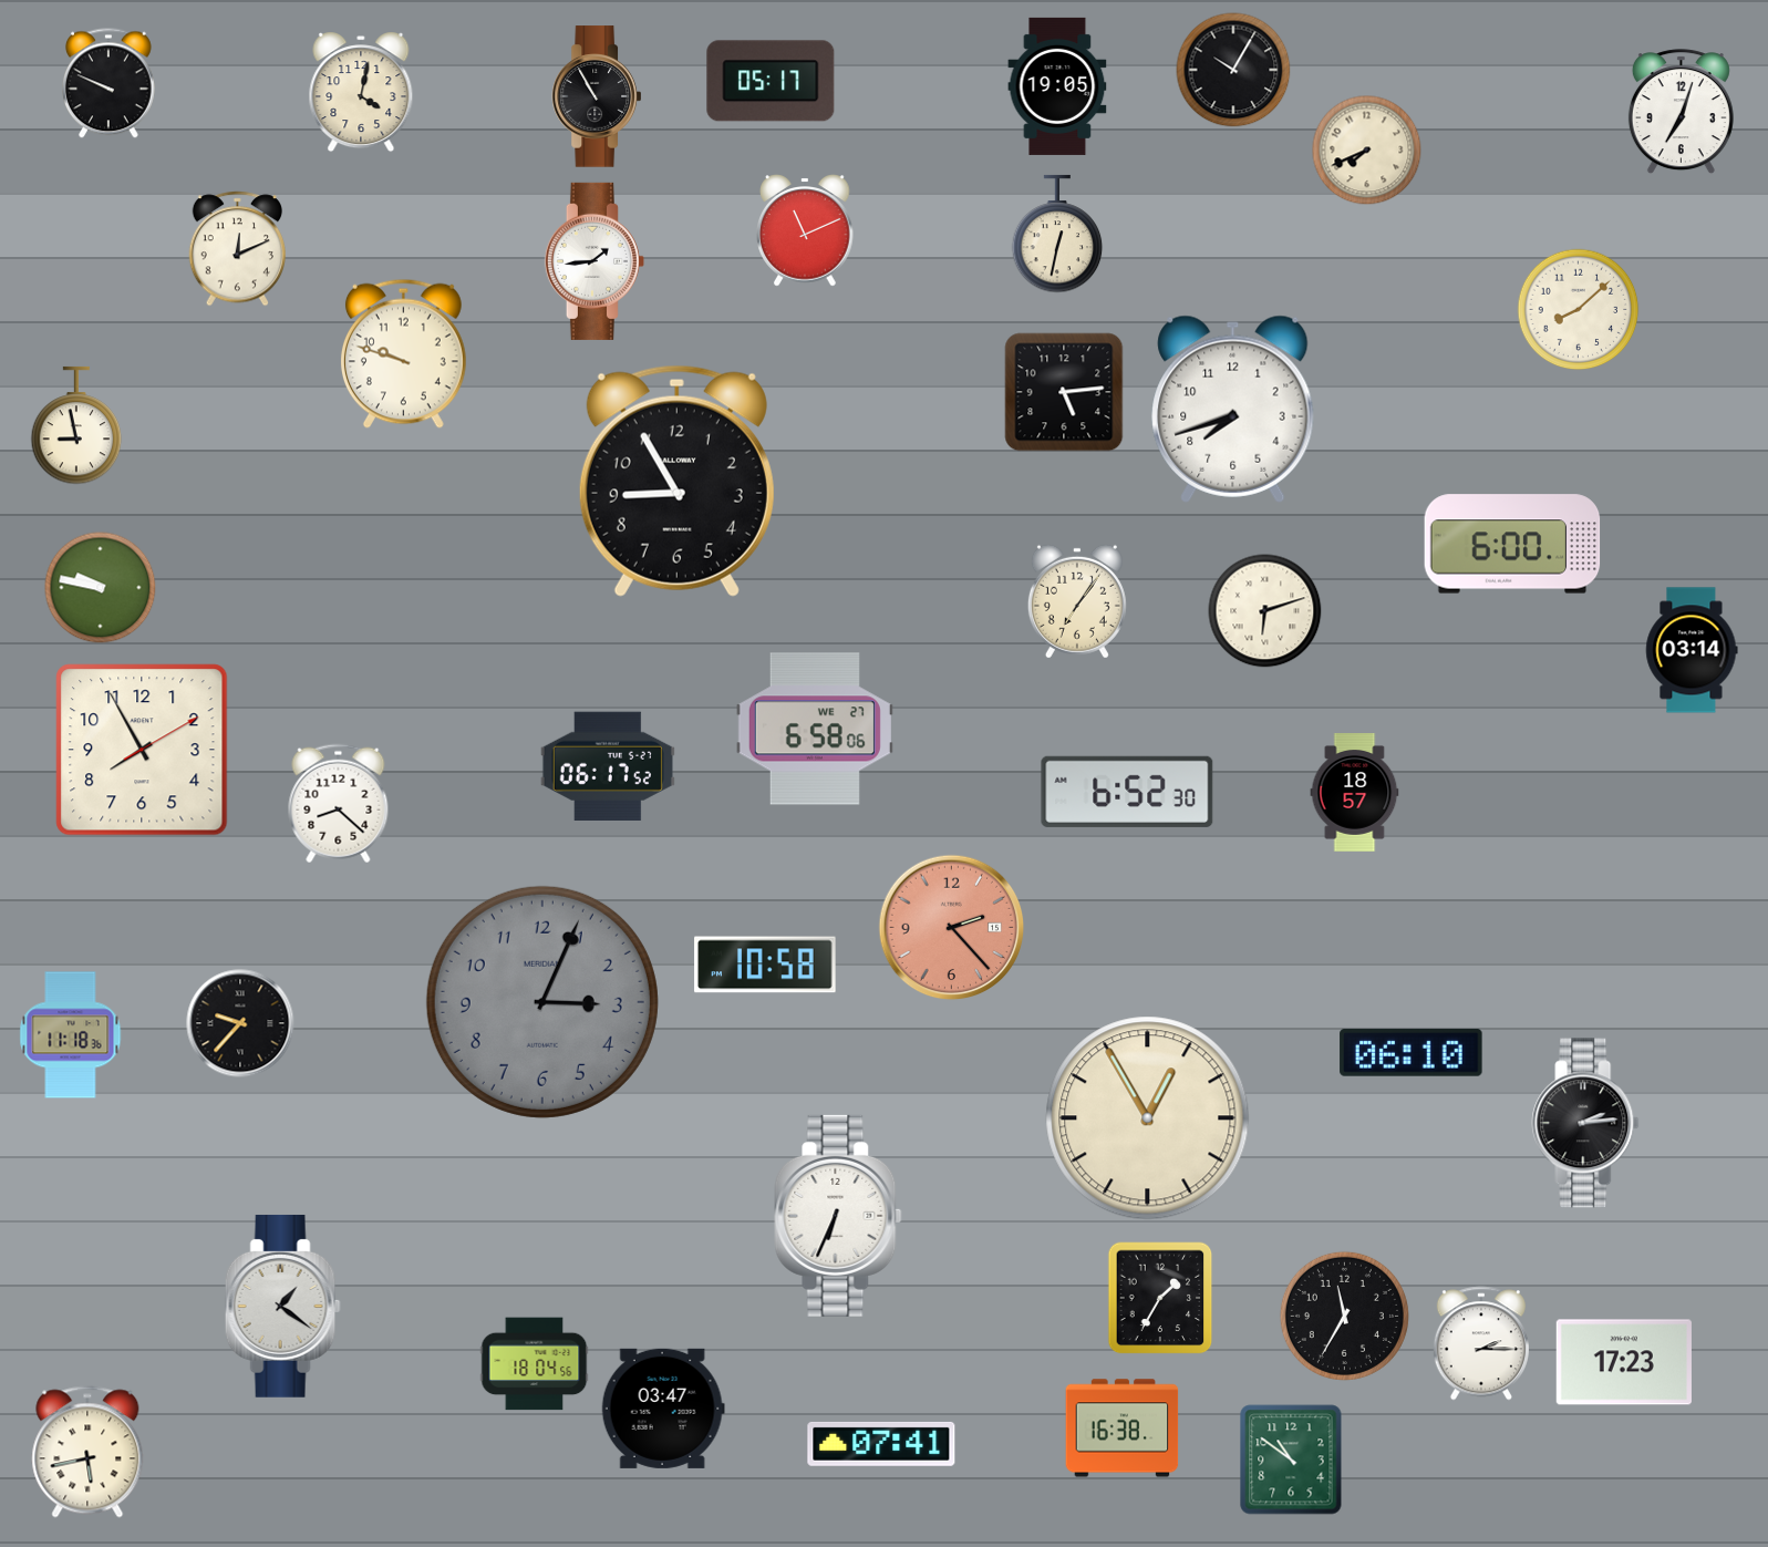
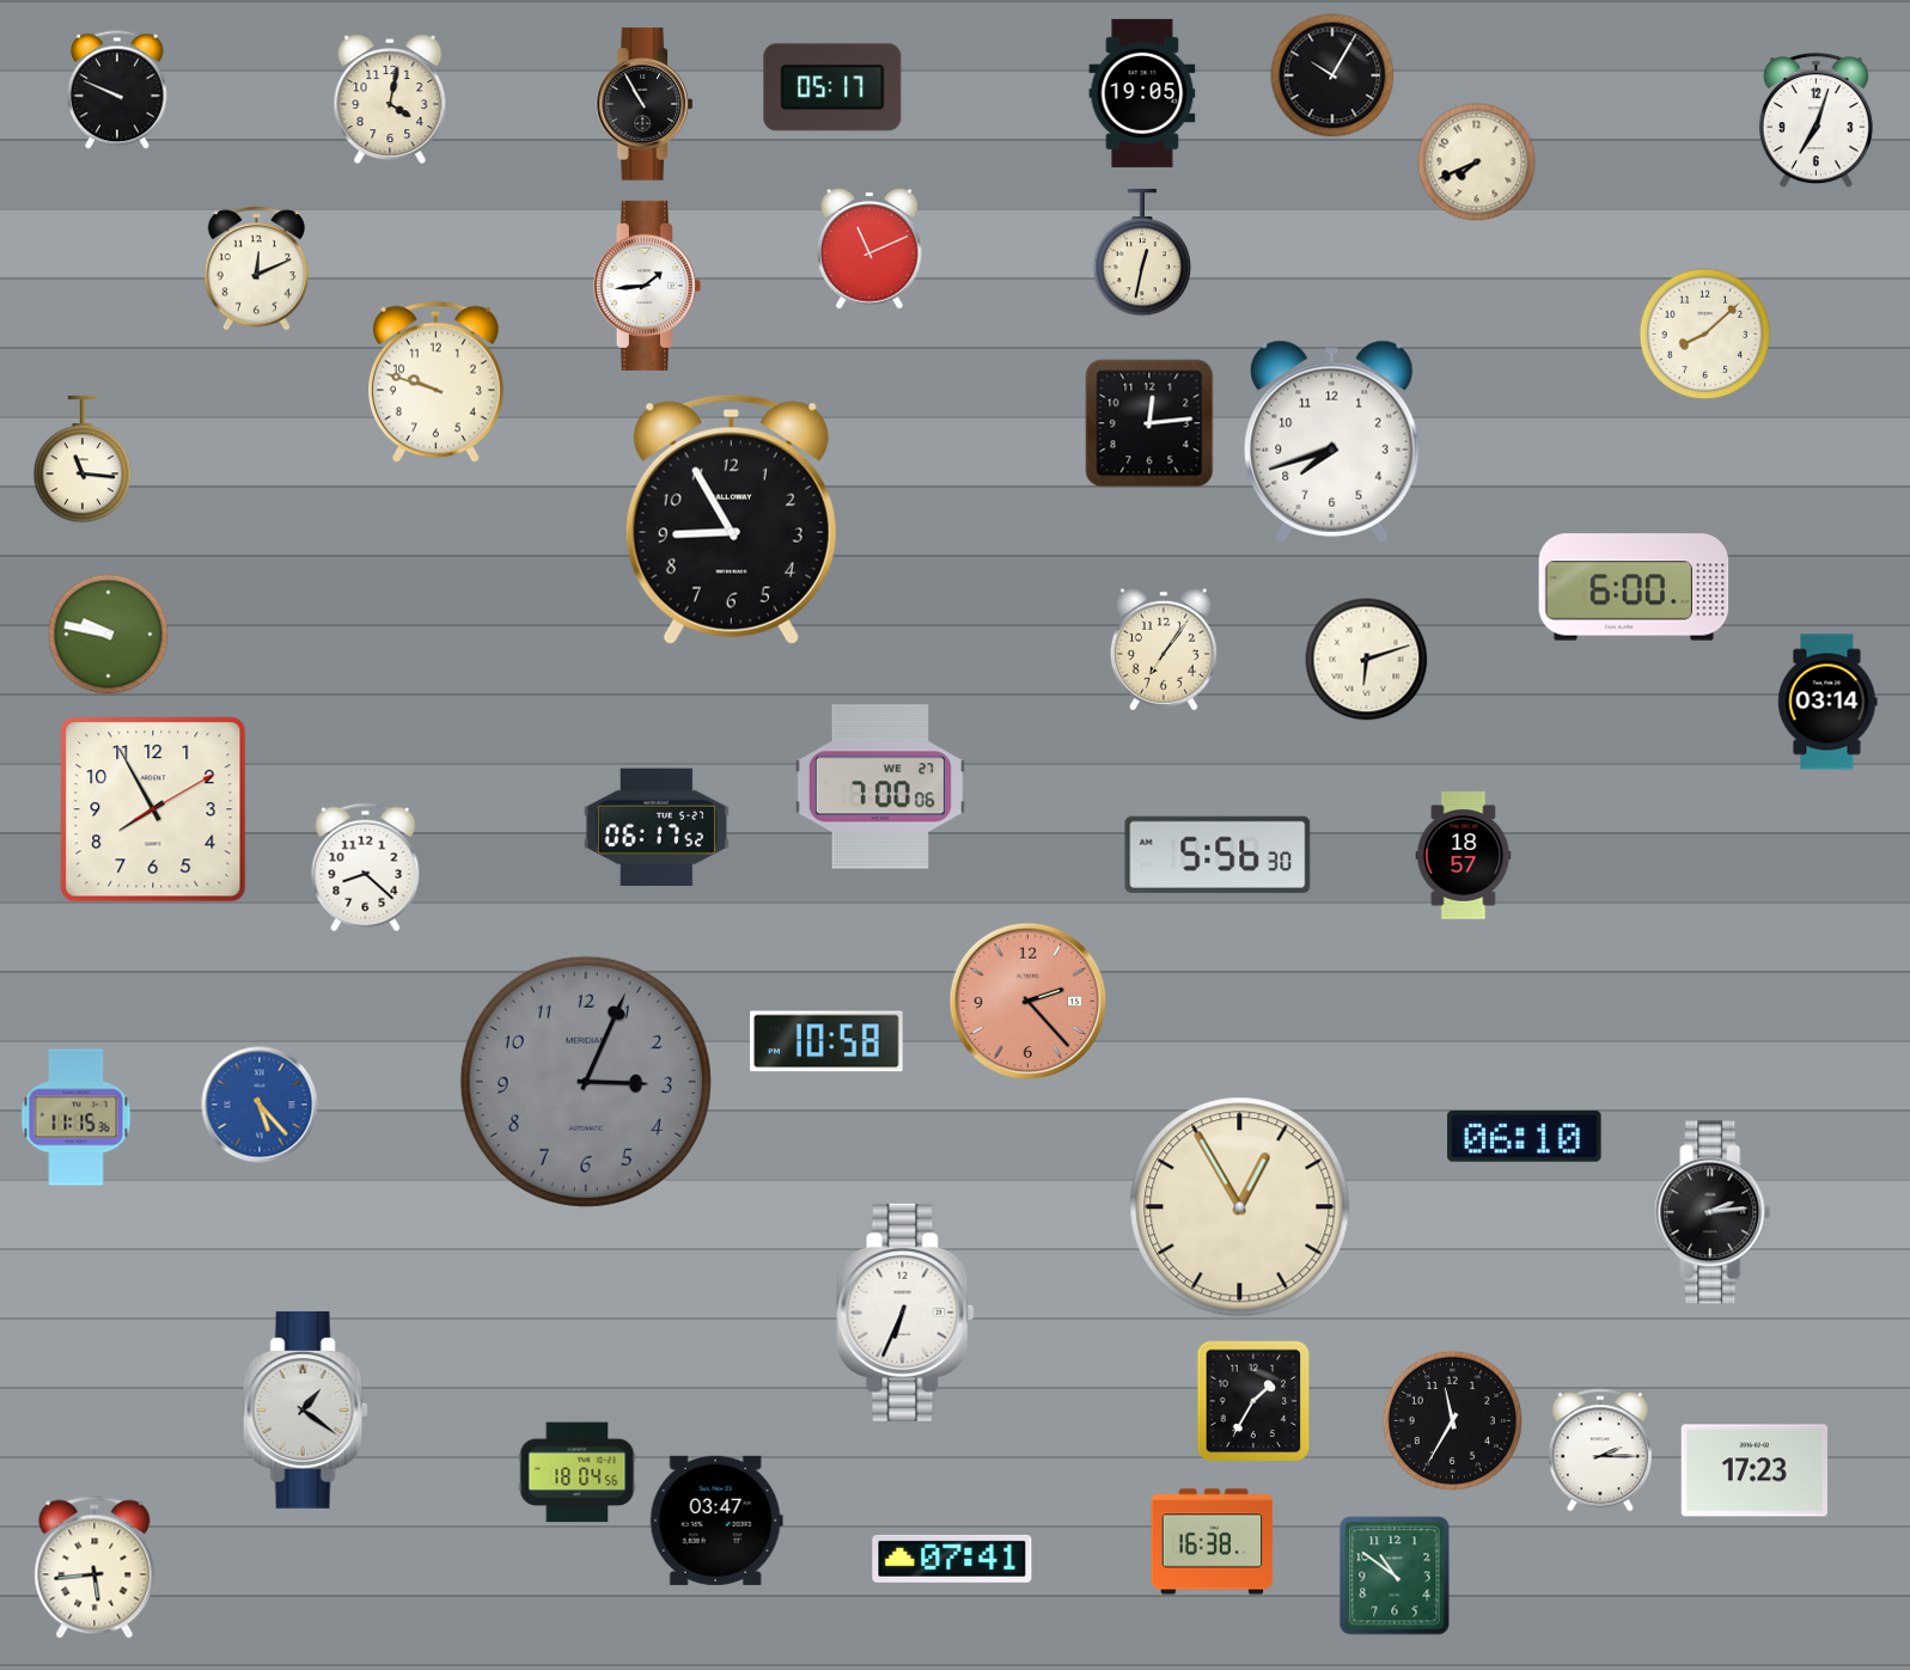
clock at (594, 261) position: (594, 261) -> (647, 286)
clock at (1064, 392): 5:14 -> 12:14
clock at (76, 425): 8:58 -> 11:16
clock at (815, 729): 6:58 -> 7:00
clock at (1127, 792): 6:52 -> 5:56
clock at (240, 1023): 9:37 -> 5:23
clock at (240, 1023) dial: black -> blue
clock at (71, 1035): 11:18 -> 11:15
clock at (87, 1452): 5:43 -> 5:44
